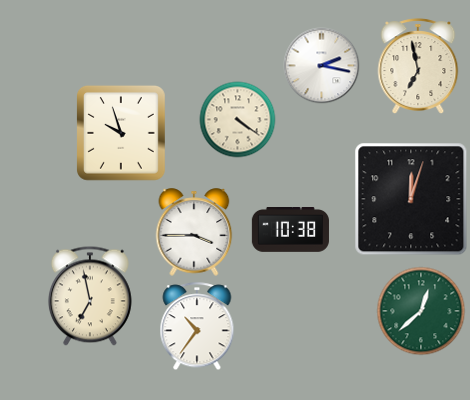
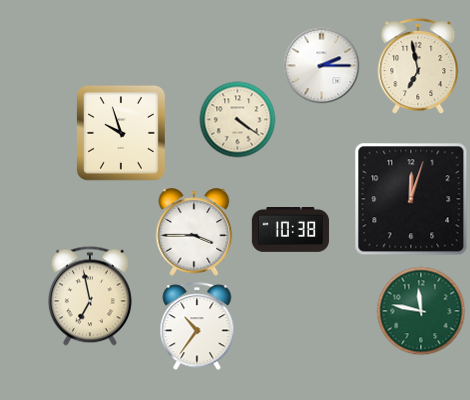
clock at (322, 66): 2:17 -> 2:15
clock at (421, 311): 12:38 -> 11:47
